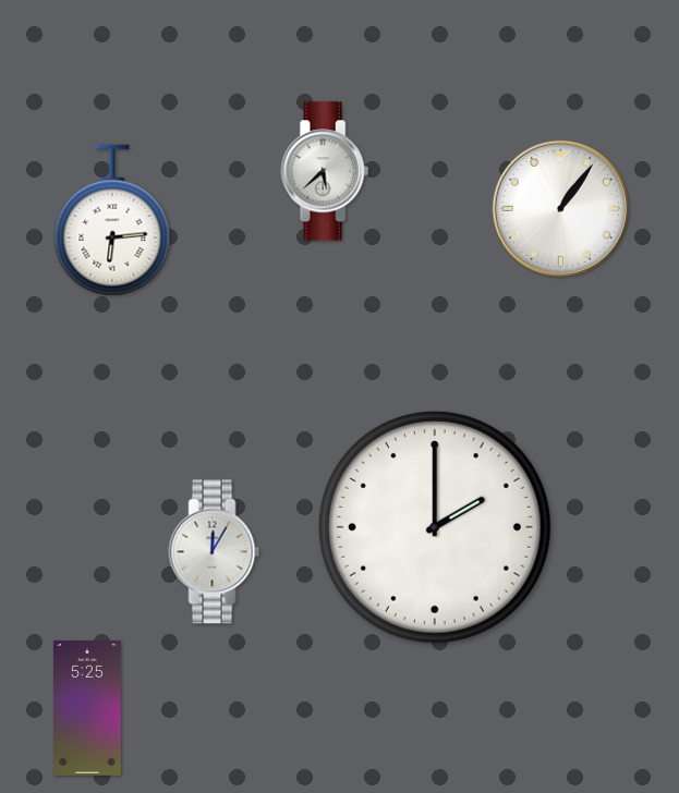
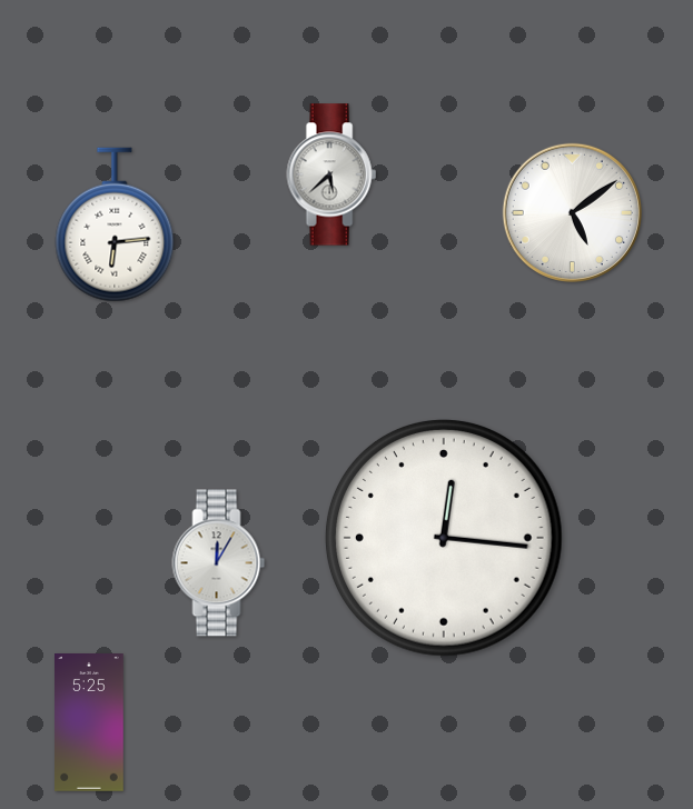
clock at (560, 208): 1:06 -> 5:09
clock at (435, 527): 2:00 -> 12:16
